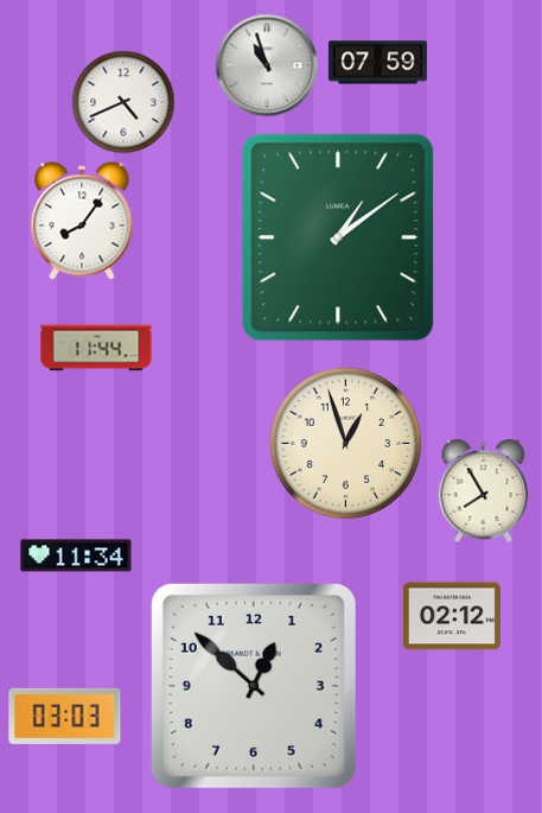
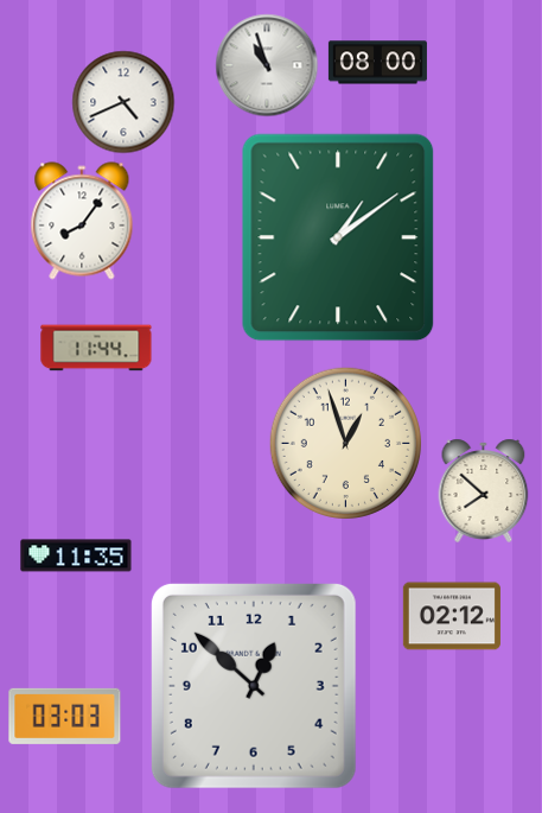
clock at (377, 63): 07:59 -> 08:00
clock at (484, 490): 7:55 -> 7:52
clock at (76, 555): 11:34 -> 11:35
